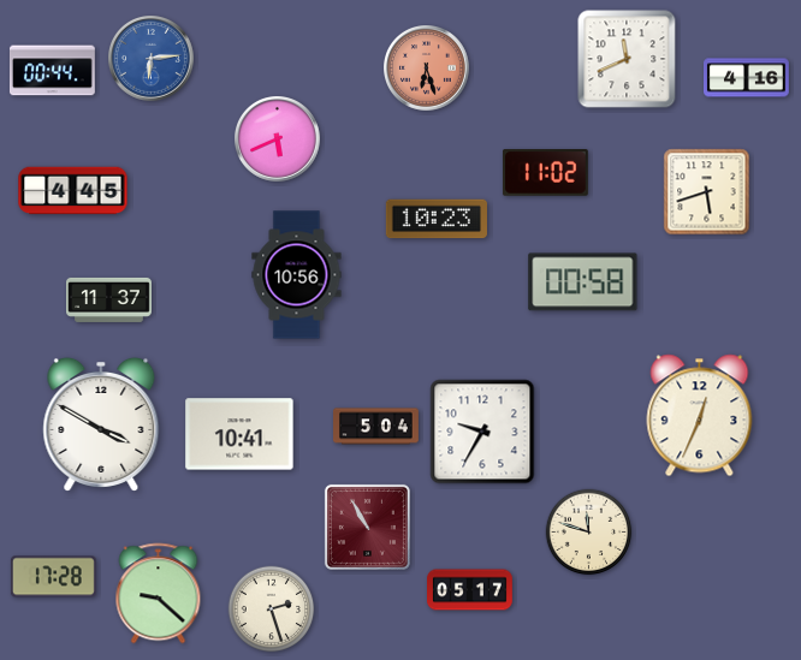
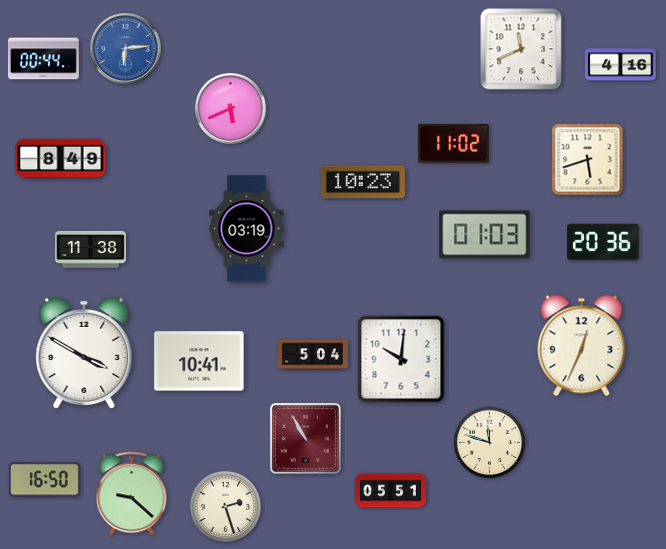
clock at (427, 69): 6:27 -> none
clock at (278, 139) position: (278, 139) -> (231, 109)
clock at (73, 191): 4:45 -> 8:49
clock at (297, 275): 10:56 -> 03:19
clock at (583, 283): 00:58 -> 01:03
clock at (604, 242): none -> 20:36
clock at (109, 299): 11:37 -> 11:38
clock at (482, 432): 9:35 -> 10:01
clock at (53, 577): 17:28 -> 16:50
clock at (470, 590): 05:17 -> 05:51
